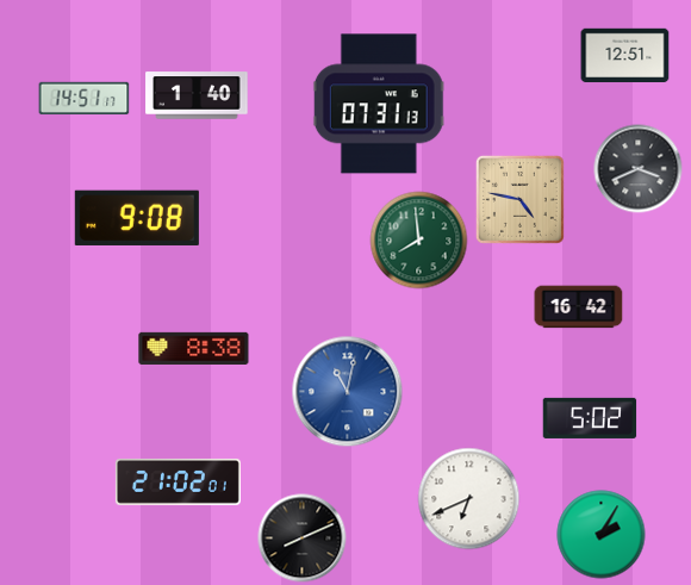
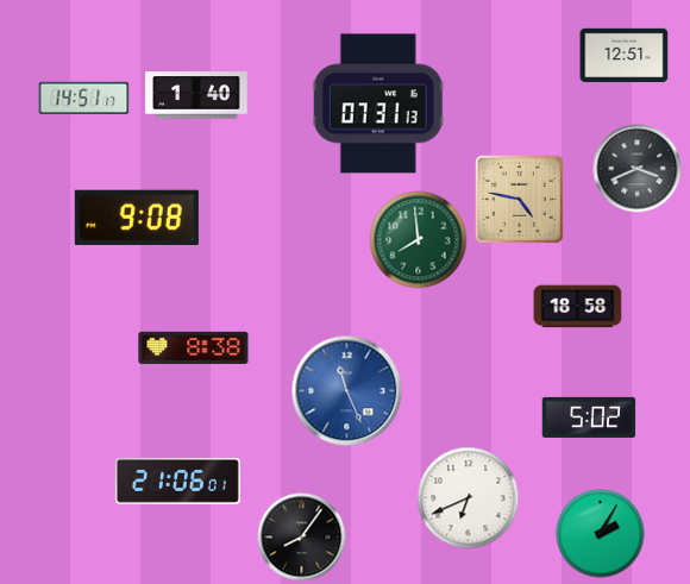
clock at (579, 307): 16:42 -> 18:58
clock at (348, 392): 11:02 -> 11:26
clock at (178, 481): 21:02 -> 21:06
clock at (303, 539): 8:11 -> 8:06
